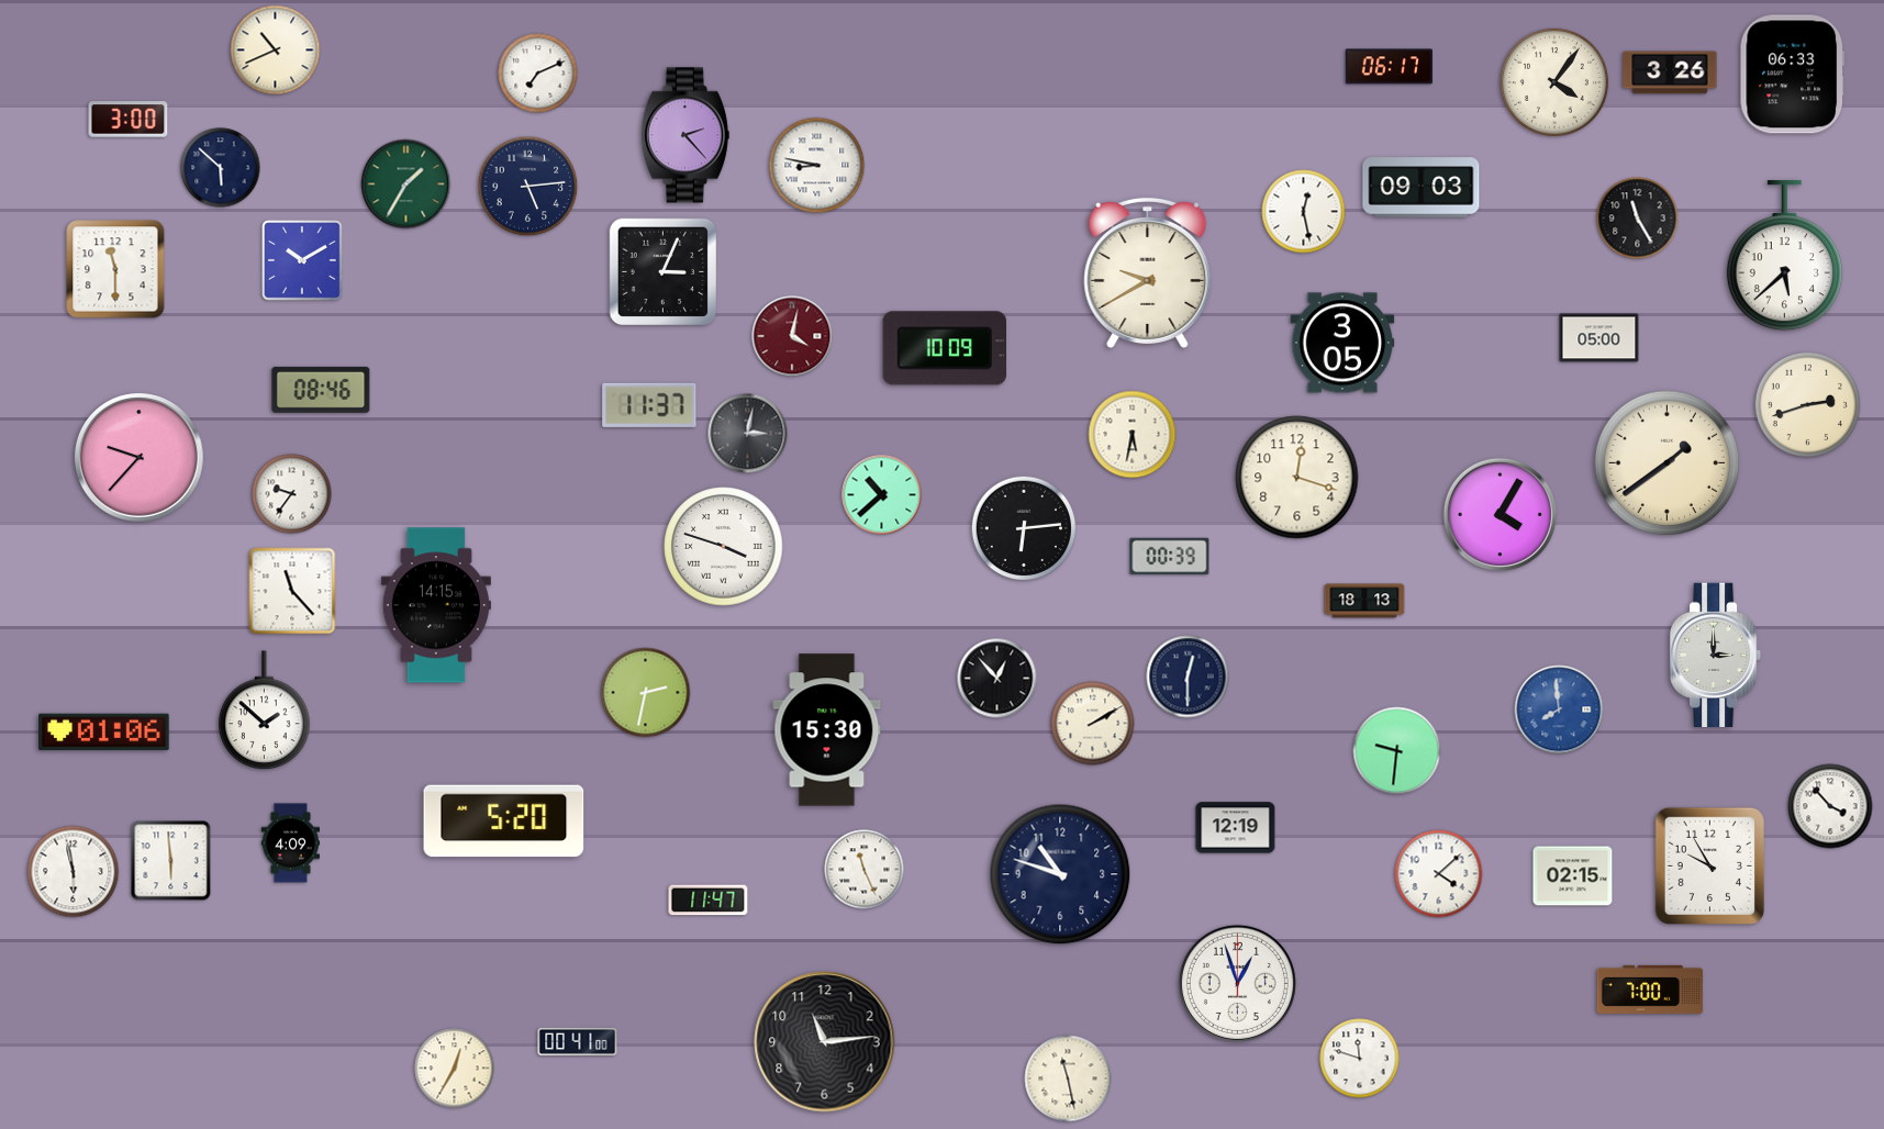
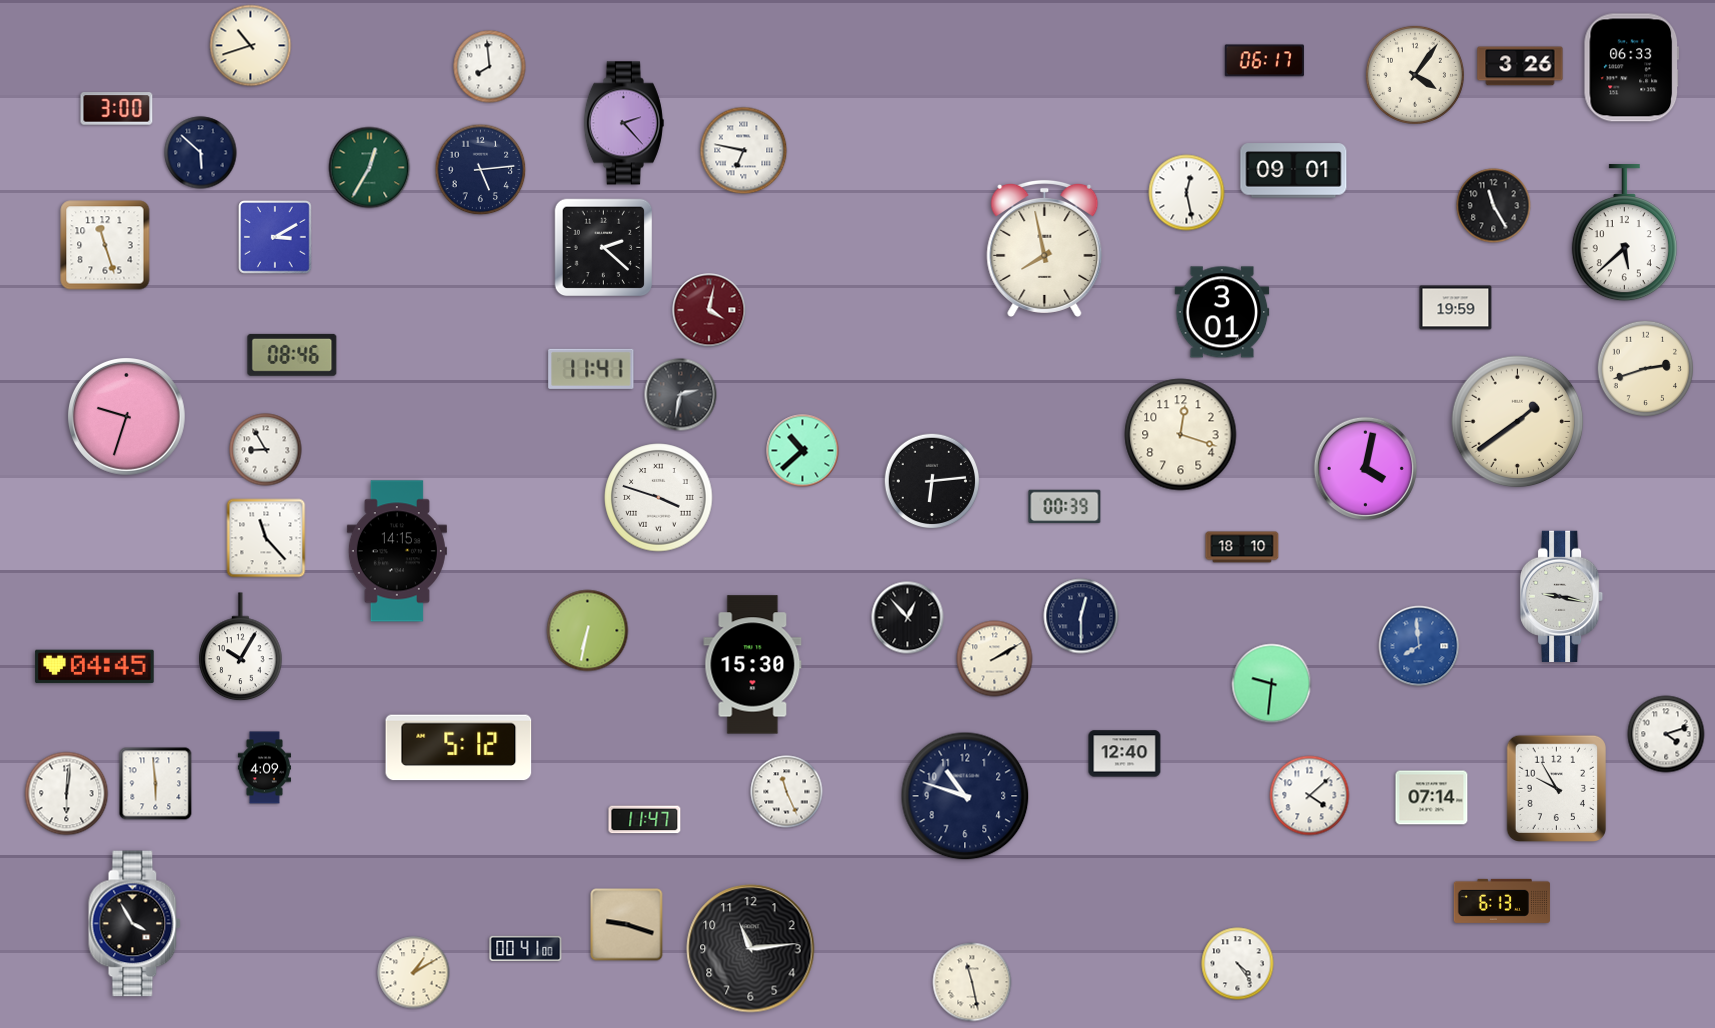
clock at (276, 51): 10:41 -> 10:42
clock at (538, 74): 7:11 -> 7:59
clock at (817, 166): 8:47 -> 6:47
clock at (406, 185): 1:35 -> 12:35
clock at (1422, 188): 09:03 -> 09:01
clock at (1638, 219) position: (1638, 219) -> (1494, 206)
clock at (302, 260): 10:10 -> 3:10
clock at (115, 269): 11:30 -> 11:27
clock at (664, 272): 3:04 -> 2:22
clock at (1148, 272): 9:40 -> 7:58
clock at (792, 336) position: (792, 336) -> (709, 310)
clock at (1599, 338): 05:00 -> 19:59
clock at (1342, 343): 3:05 -> 3:01
clock at (944, 348): 10:09 -> none
clock at (649, 405): 11:37 -> 11:41
clock at (748, 434): 3:02 -> 2:32
clock at (1133, 435): 5:32 -> none
clock at (140, 458): 9:37 -> 9:33
clock at (292, 494): 9:36 -> 8:55
clock at (1500, 514): 4:05 -> 4:02
clock at (1364, 601): 18:13 -> 18:10
clock at (1717, 655): 3:00 -> 9:17
clock at (646, 693): 2:32 -> 6:32
clock at (265, 711): 1:52 -> 10:05
clock at (104, 733): 01:06 -> 04:45
clock at (1830, 806): 3:53 -> 4:12
clock at (504, 821): 5:20 -> 5:12
clock at (1236, 828): 12:19 -> 12:40
clock at (74, 872): 5:58 -> 6:01
clock at (1573, 876): 02:15 -> 07:14
clock at (1237, 983): 12:57 -> none
clock at (1650, 990): 7:00 -> 6:13
clock at (135, 924): none -> 3:55
clock at (627, 925): none -> 9:18
clock at (1360, 1059): 11:48 -> 4:24
clock at (455, 1069): 12:35 -> 1:10
